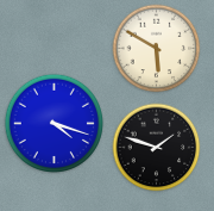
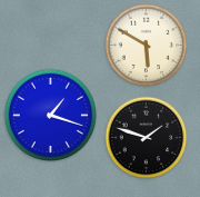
clock at (53, 123): 4:18 -> 1:18
